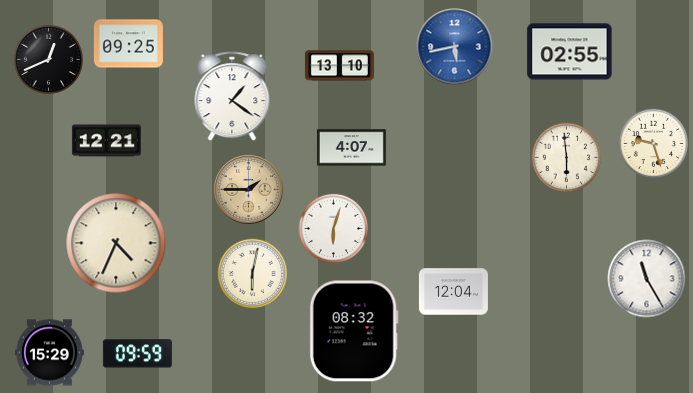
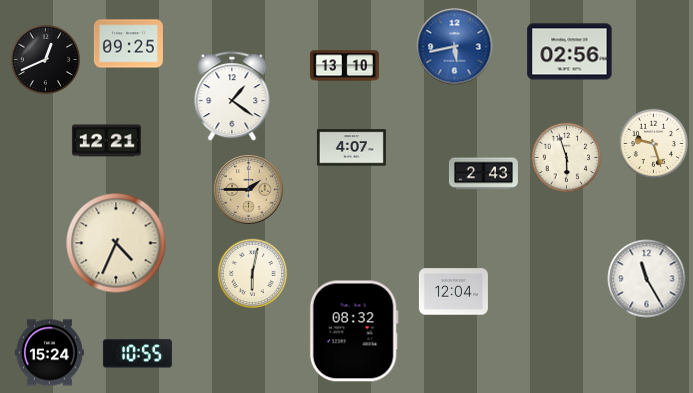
clock at (570, 52): 02:55 -> 02:56
clock at (49, 60) position: (49, 60) -> (46, 60)
clock at (339, 66) position: (339, 66) -> (344, 66)
clock at (567, 158): 5:59 -> 5:57
clock at (483, 174): none -> 2:43
clock at (334, 229): 6:03 -> none
clock at (49, 353): 15:29 -> 15:24
clock at (137, 354): 09:59 -> 10:55
